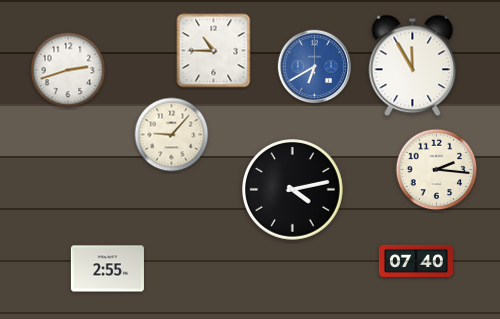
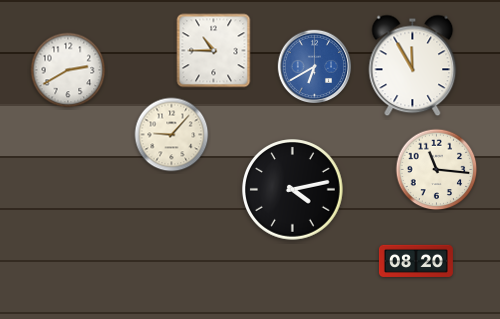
clock at (68, 70): 2:42 -> 2:40
clock at (437, 170): 2:16 -> 11:16
clock at (416, 260): 07:40 -> 08:20
clock at (107, 269): 2:55 -> none
